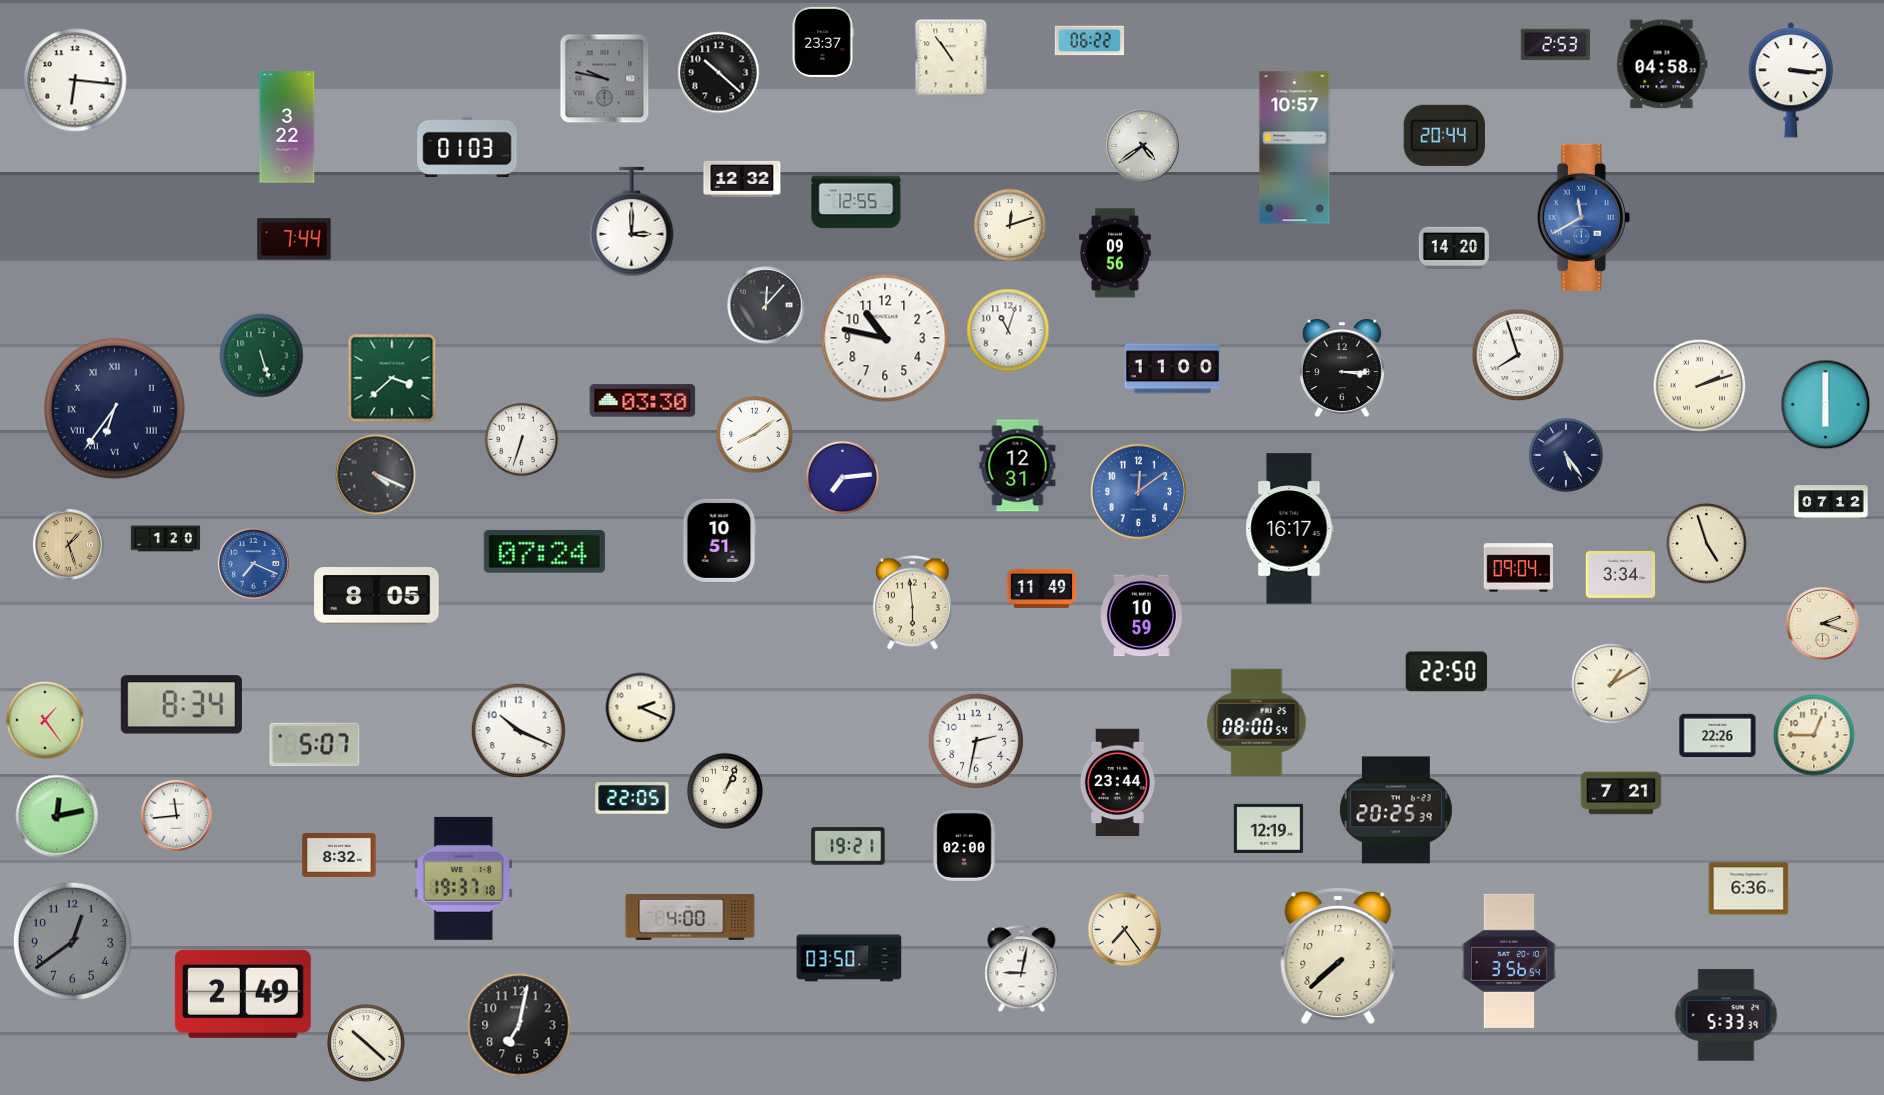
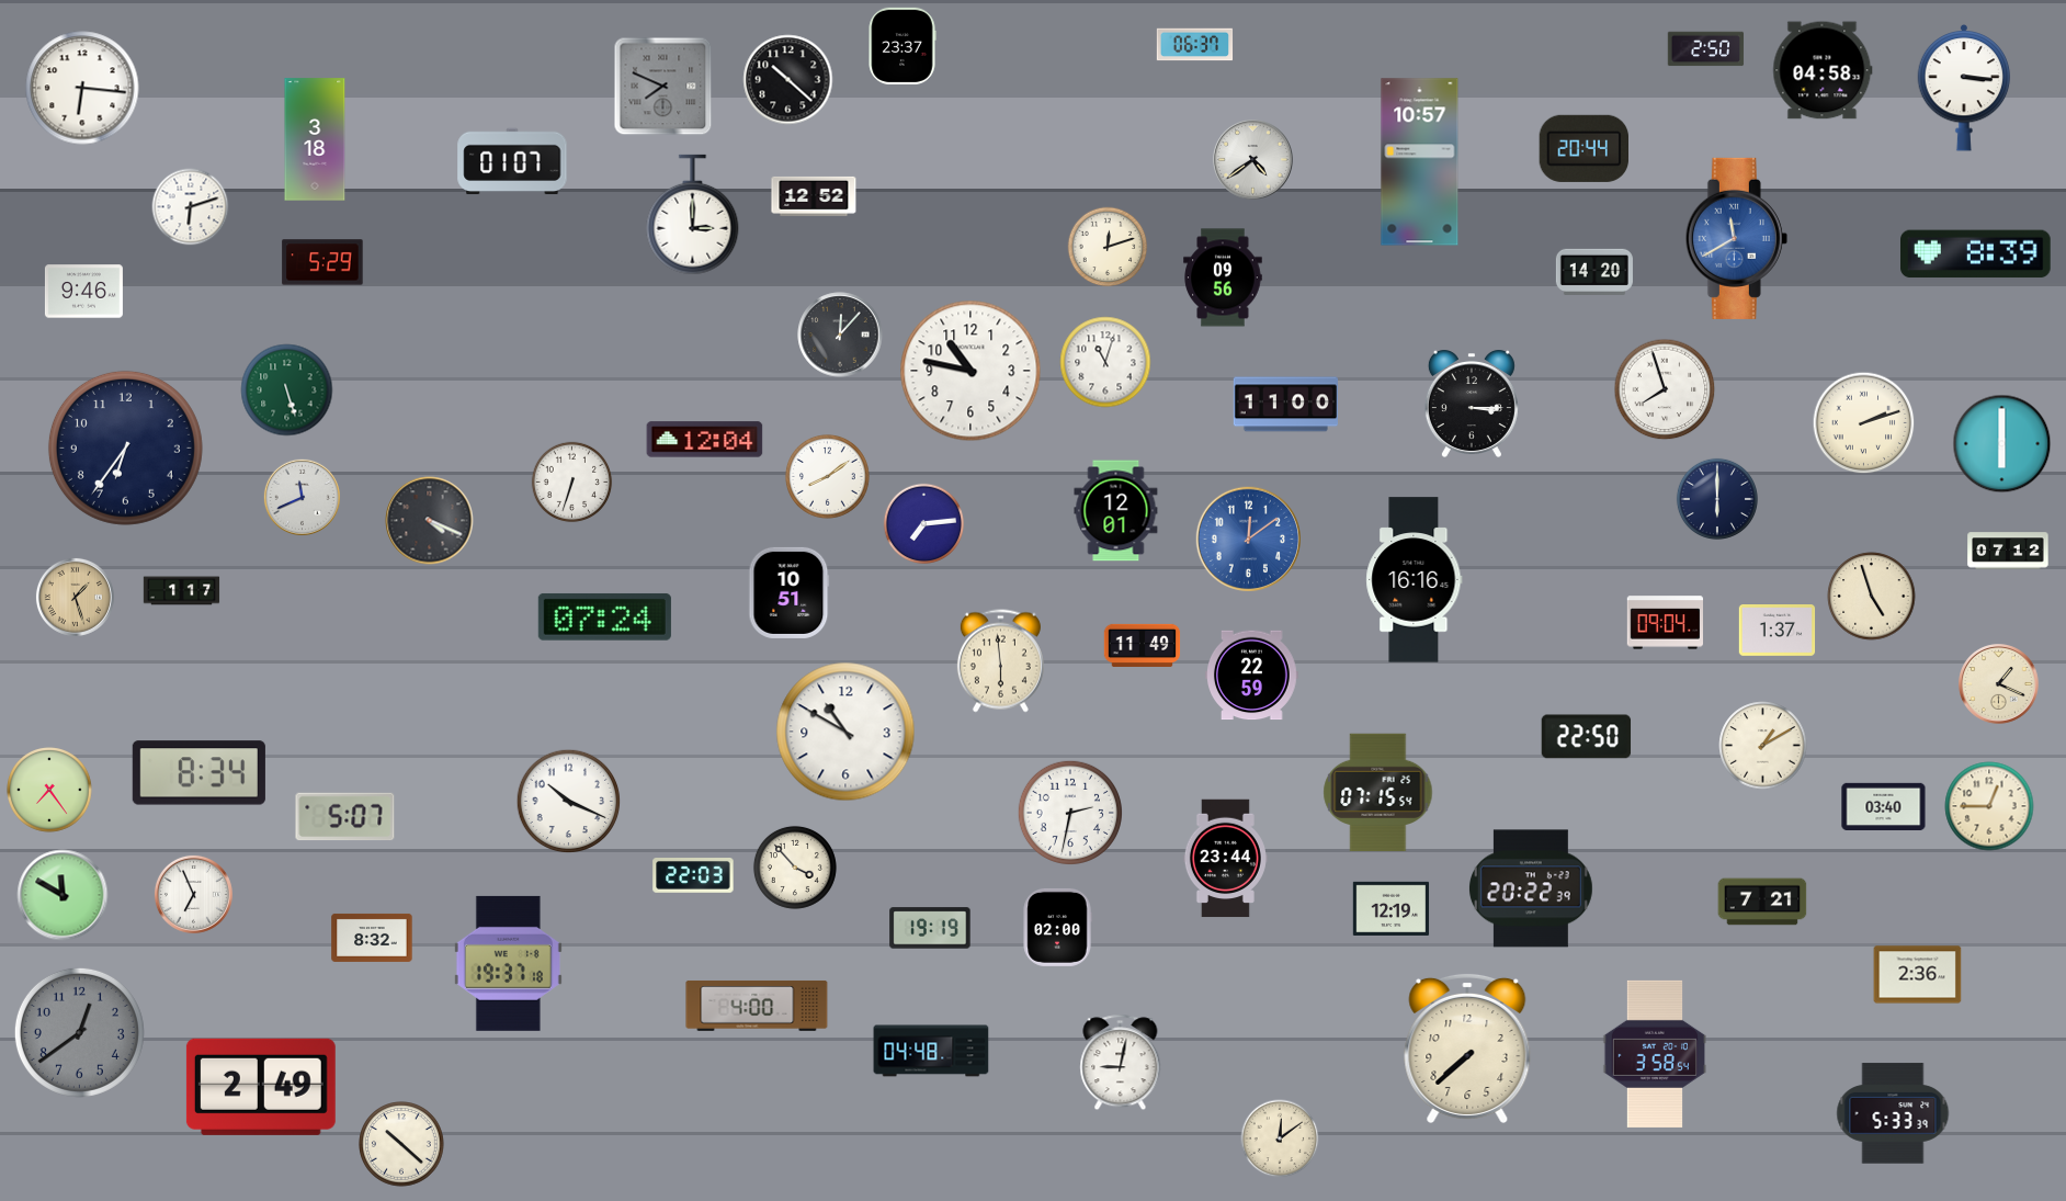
clock at (1090, 41): 06:22 -> 06:37
clock at (1556, 45): 2:53 -> 2:50
clock at (951, 58): 10:54 -> none
clock at (605, 79): 9:47 -> 7:49
clock at (287, 127): 3:22 -> 3:18
clock at (467, 147): 01:03 -> 01:07
clock at (742, 179): 12:32 -> 12:52
clock at (191, 207): none -> 6:12
clock at (856, 202): 12:55 -> none
clock at (632, 222) position: (632, 222) -> (693, 215)
clock at (1976, 254): none -> 8:39
clock at (294, 239): 7:44 -> 5:29
clock at (83, 292): none -> 9:46
clock at (392, 378): 3:38 -> none
clock at (643, 401): 03:30 -> 12:04
clock at (114, 408) numerals: Roman -> Arabic
clock at (302, 497): none -> 11:41
clock at (1566, 455): 5:24 -> 6:00
clock at (1018, 466): 12:31 -> 12:01
clock at (376, 475) position: (376, 475) -> (430, 521)
clock at (1290, 529): 16:17 -> 16:16
clock at (166, 539): 1:20 -> 1:17
clock at (544, 551) position: (544, 551) -> (604, 616)
clock at (253, 563): 7:19 -> none
clock at (1621, 575): 3:34 -> 1:37
clock at (377, 597): 8:05 -> none
clock at (1142, 616): 10:59 -> 22:59
clock at (1823, 624): 2:18 -> 1:19
clock at (845, 732): none -> 10:50
clock at (1612, 684) position: (1612, 684) -> (1763, 746)
clock at (641, 708): 2:19 -> none
clock at (45, 720): 1:24 -> 7:24
clock at (1257, 723): 08:00 -> 07:15
clock at (1718, 735): 22:26 -> 03:40
clock at (725, 791): 1:04 -> 3:53
clock at (1621, 793) position: (1621, 793) -> (1762, 902)
clock at (632, 799): 22:05 -> 22:03
clock at (1396, 810): 20:25 -> 20:22
clock at (176, 815): 11:44 -> 6:56
clock at (57, 816): 12:13 -> 11:50
clock at (848, 846): 19:21 -> 19:19
clock at (1749, 889): 6:36 -> 2:36
clock at (1125, 930): 7:24 -> none
clock at (849, 958): 03:50 -> 04:48
clock at (1508, 961): 3:56 -> 3:58
clock at (243, 994) position: (243, 994) -> (261, 1087)
clock at (519, 1025): 7:02 -> none
clock at (1280, 1138): none -> 12:09
